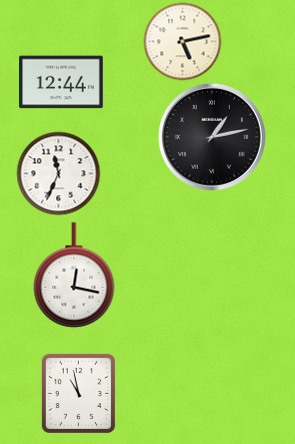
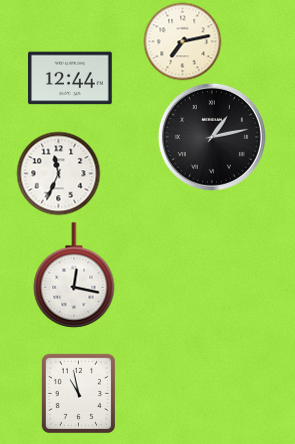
clock at (182, 41): 5:13 -> 7:13
clock at (62, 82) position: (62, 82) -> (71, 78)
